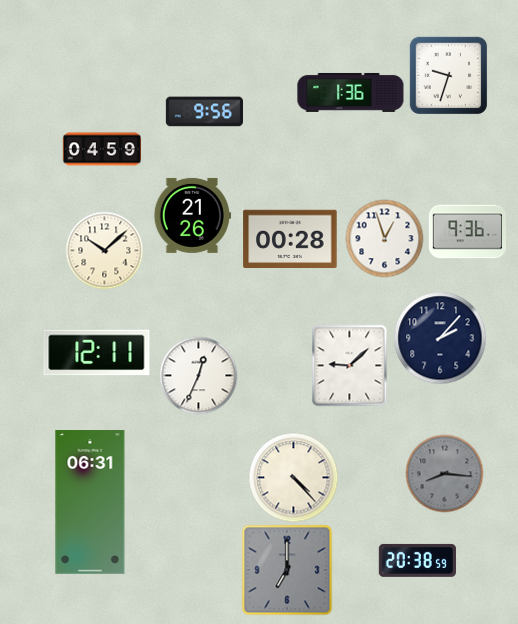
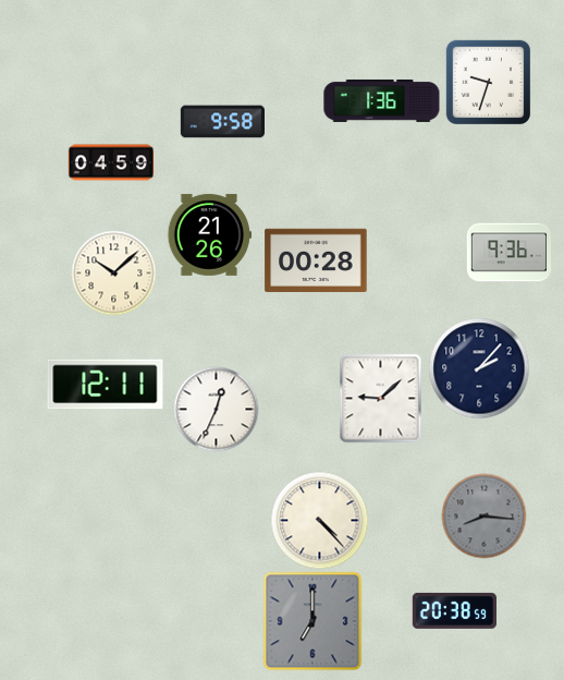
clock at (204, 112): 9:56 -> 9:58
clock at (384, 238): 12:57 -> none
clock at (90, 502): 06:31 -> none
